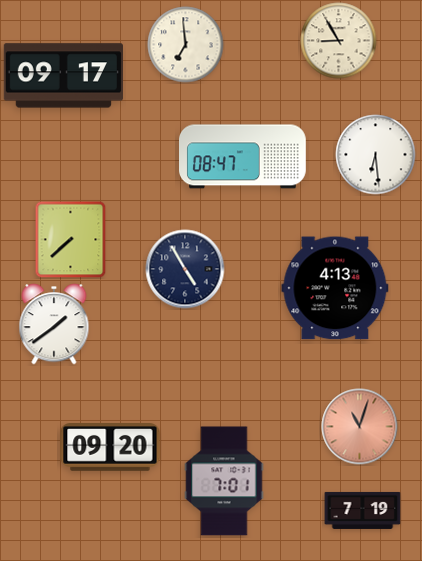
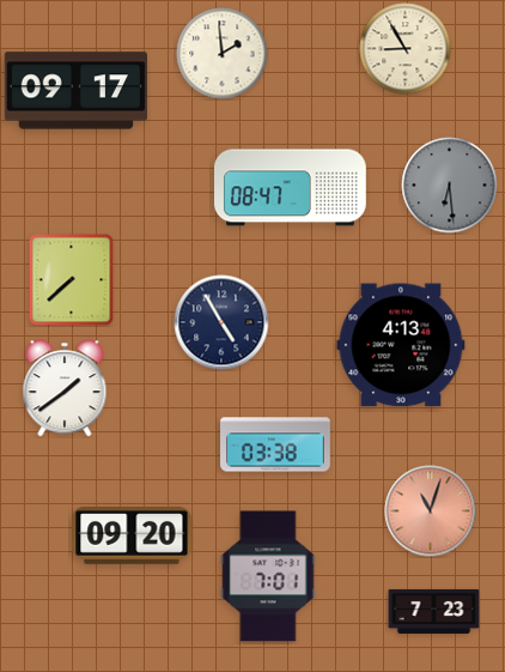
clock at (186, 45): 6:59 -> 1:59
clock at (376, 155) dial: white -> grey
clock at (71, 239) position: (71, 239) -> (72, 279)
clock at (275, 444): none -> 03:38
clock at (363, 510): 7:19 -> 7:23
